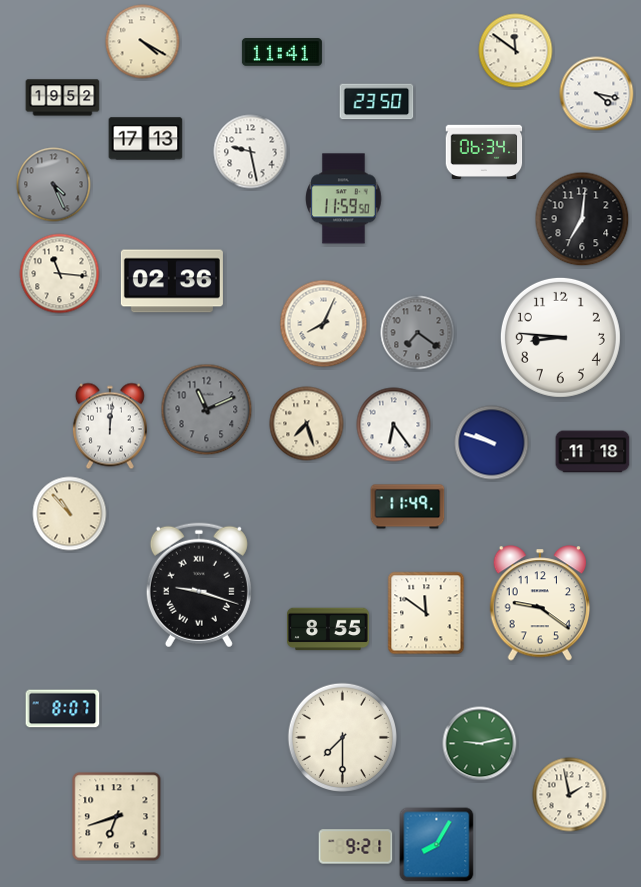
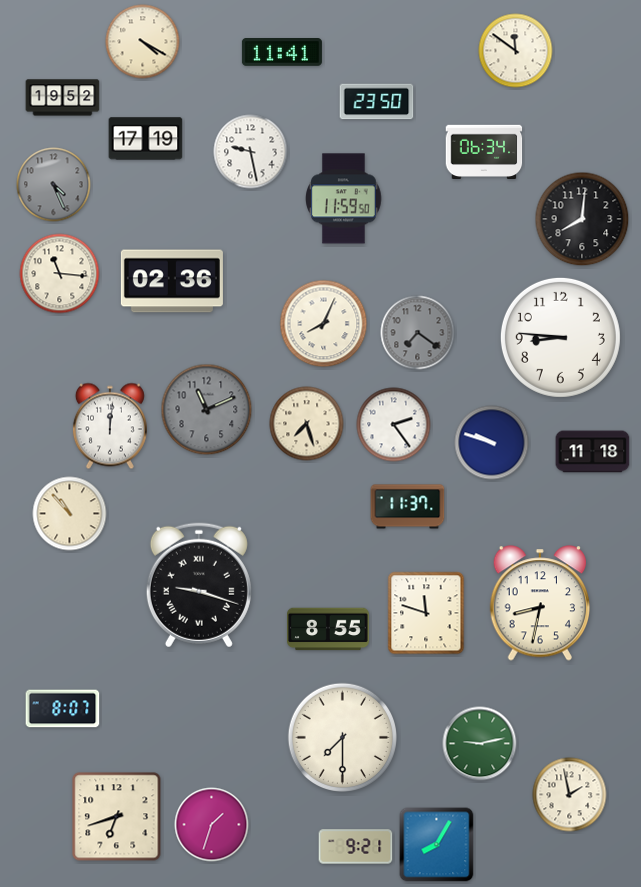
clock at (597, 94): 4:17 -> none
clock at (146, 139): 17:13 -> 17:19
clock at (582, 219): 7:01 -> 8:01
clock at (394, 425): 6:24 -> 2:24
clock at (408, 507): 11:49 -> 11:37
clock at (540, 603): 9:21 -> 8:32
clock at (426, 613): 11:51 -> 11:48
clock at (212, 825): none -> 1:33
